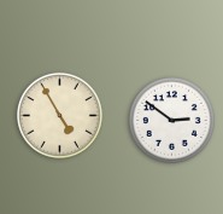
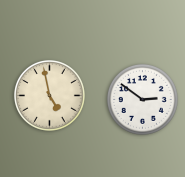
clock at (59, 115): 4:55 -> 4:58
